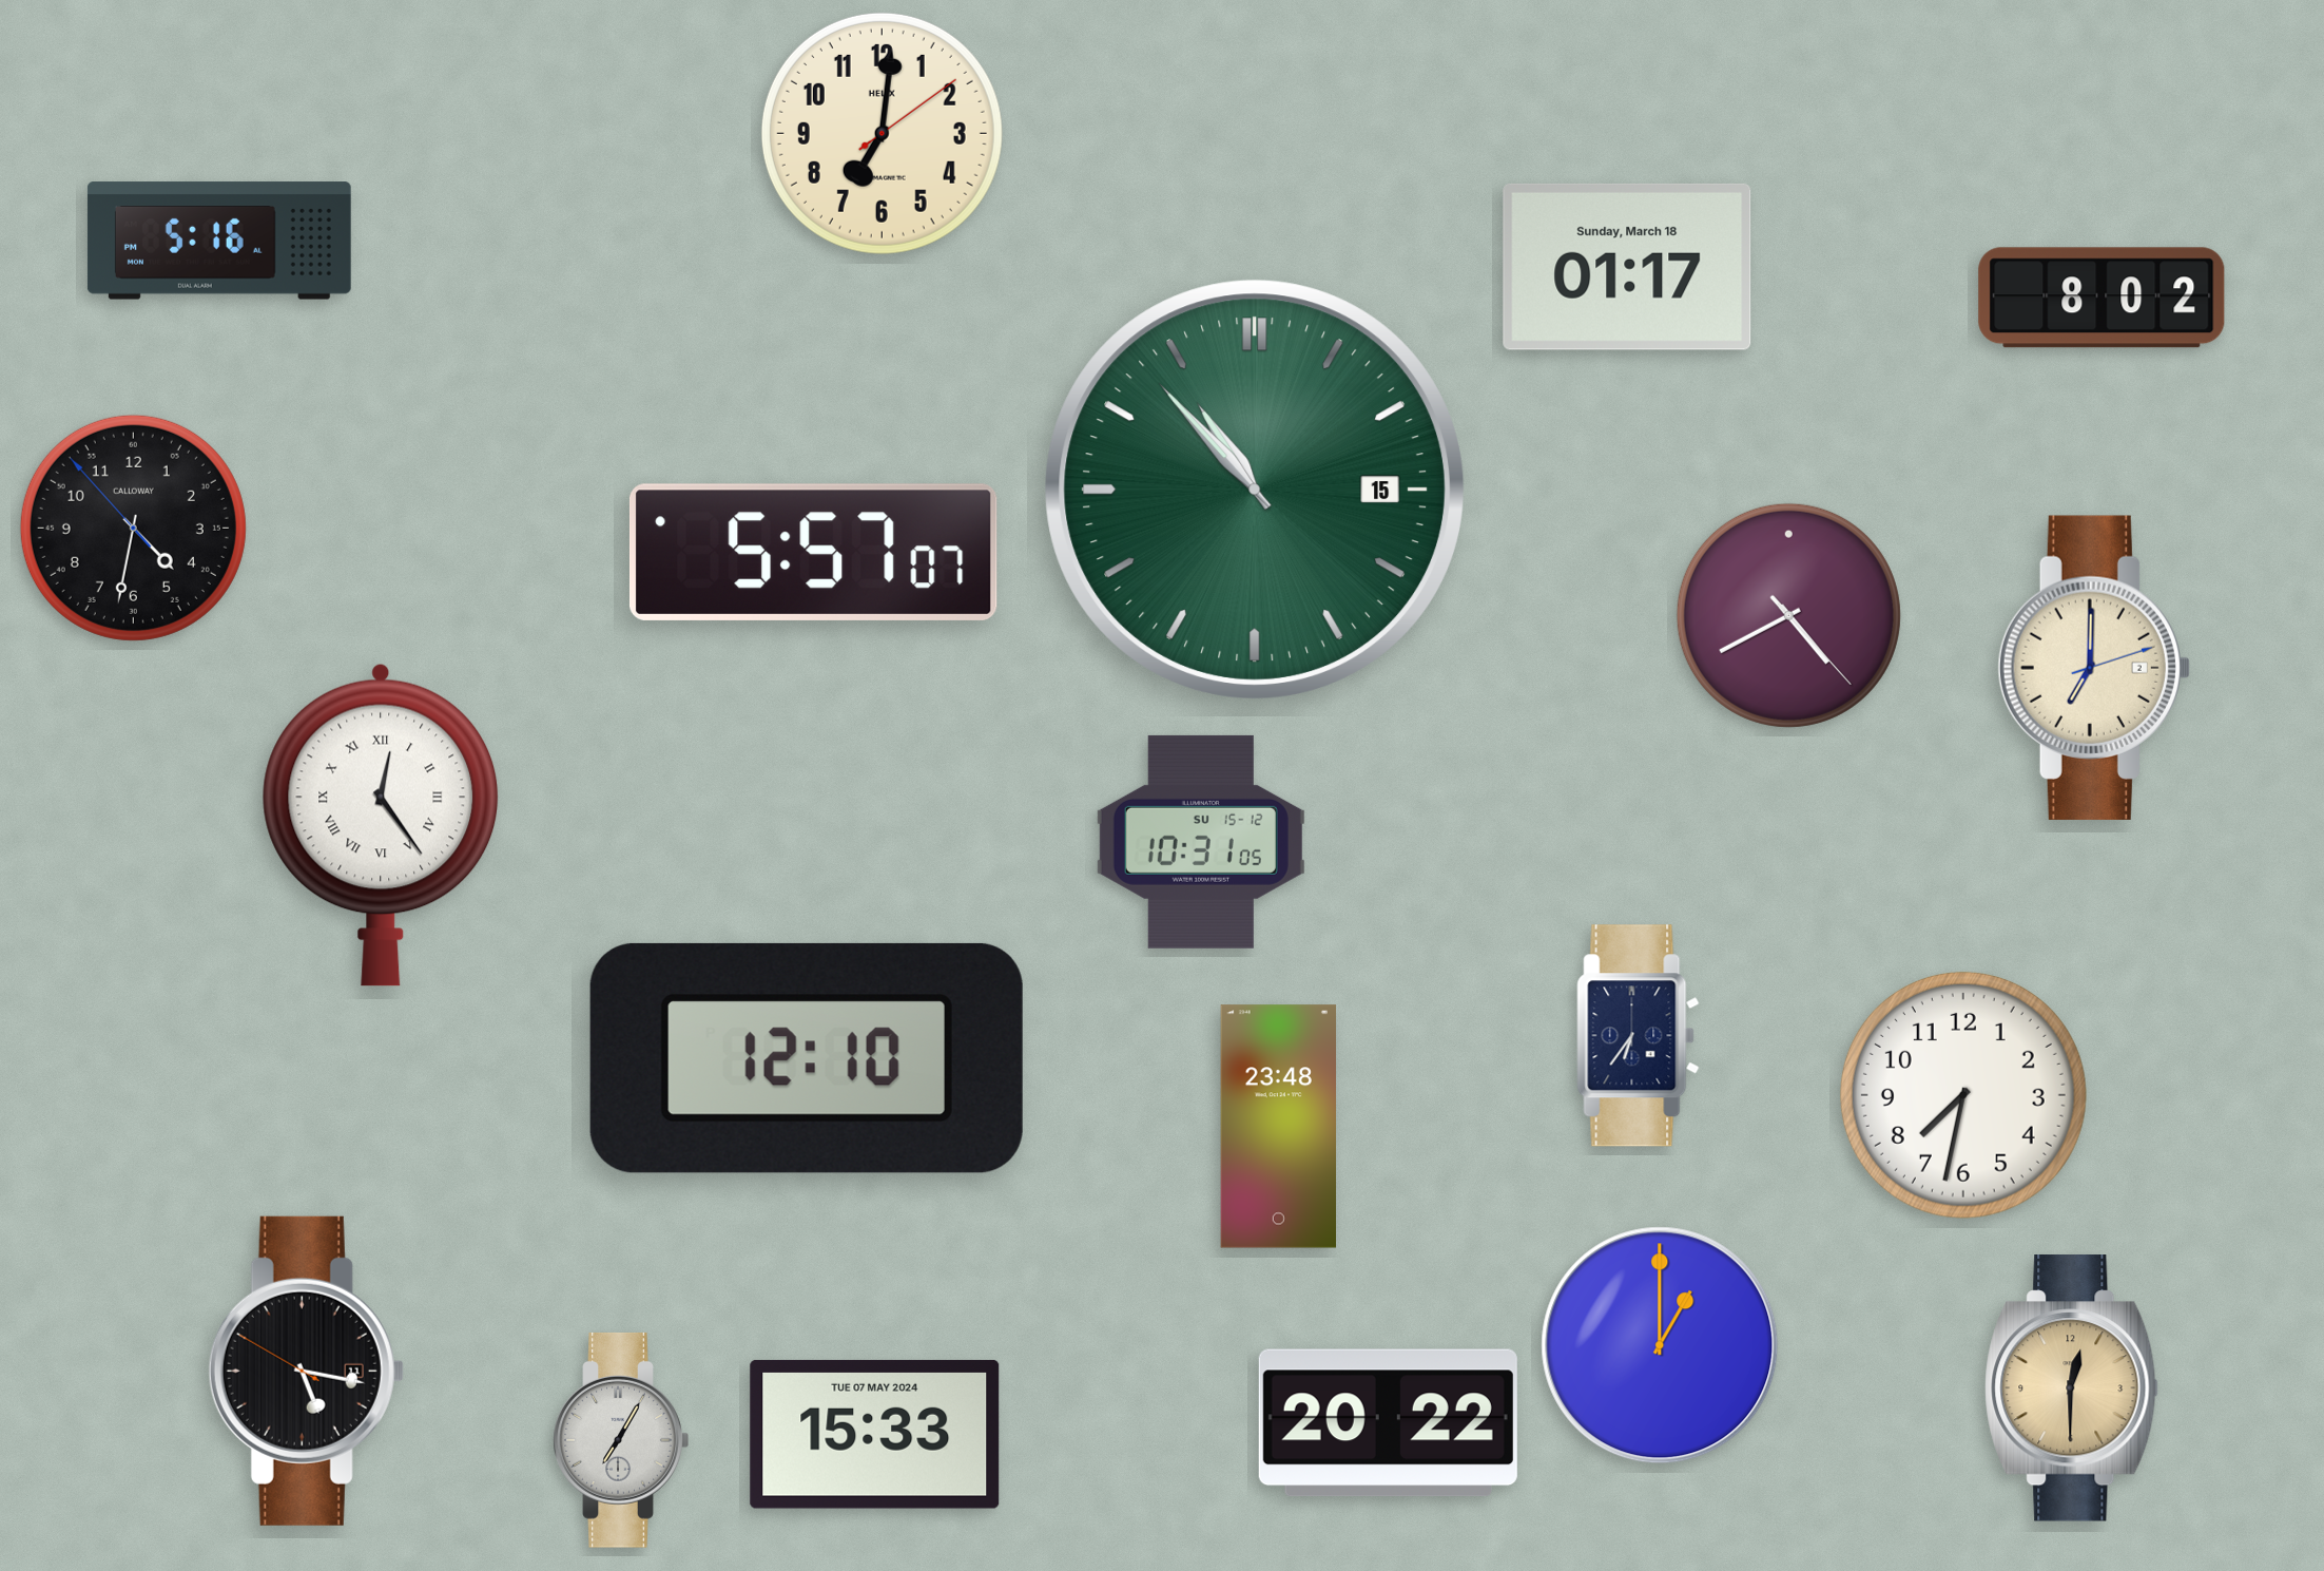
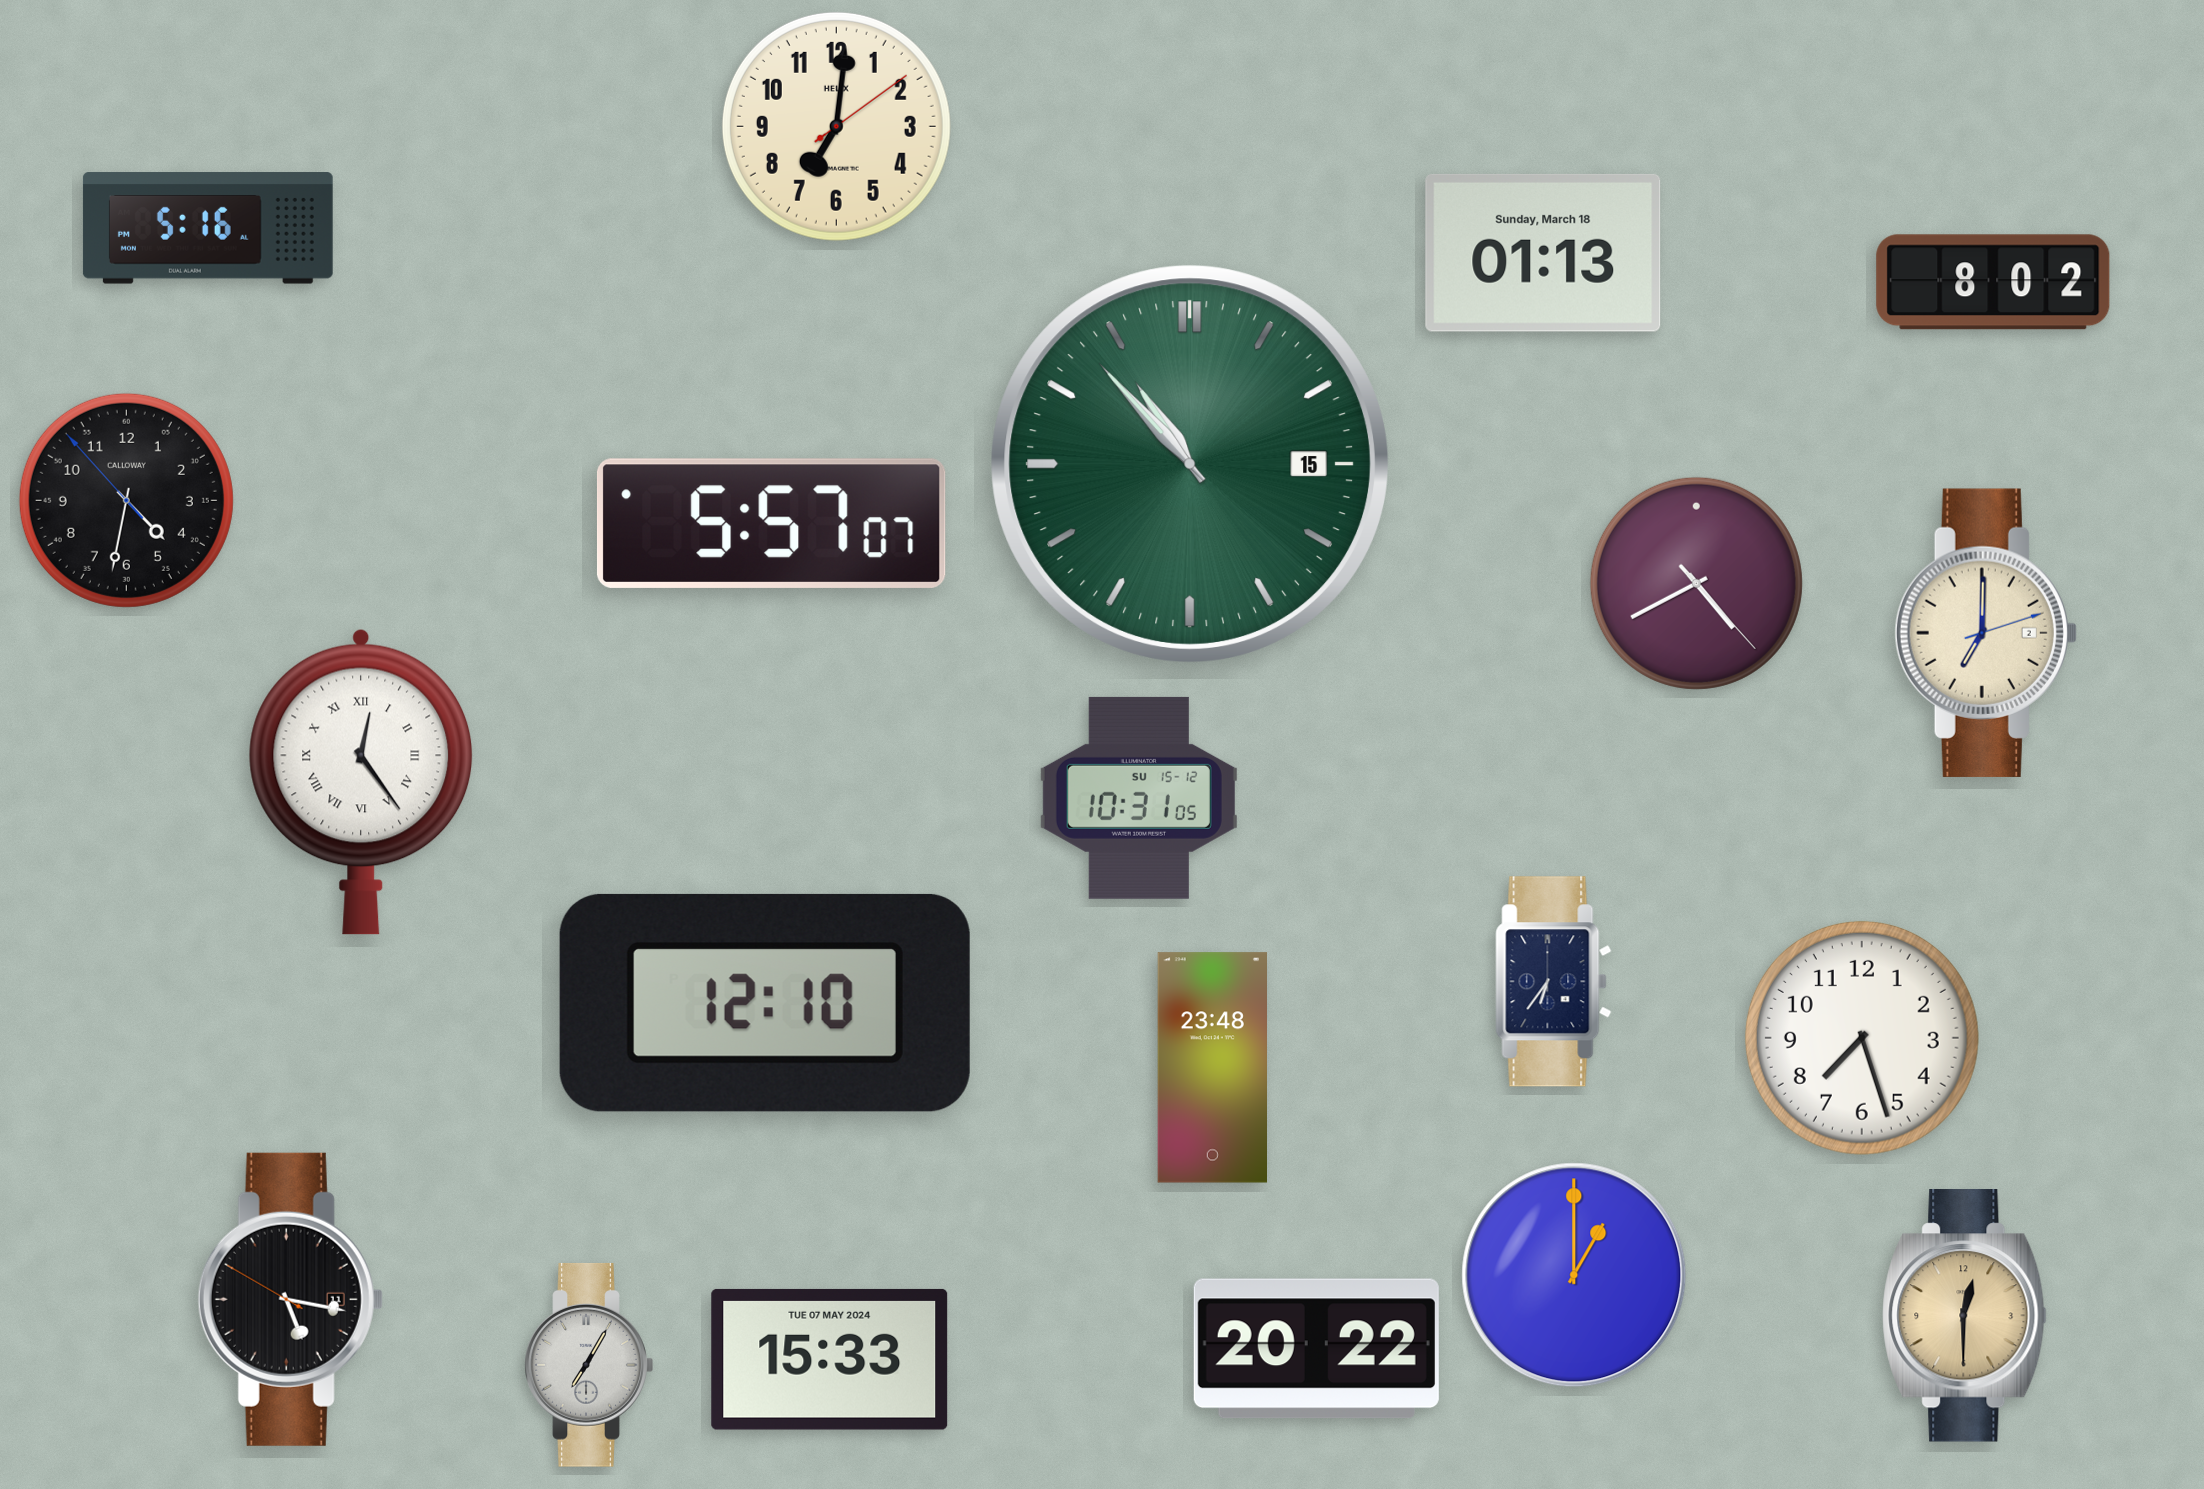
clock at (1627, 267): 01:17 -> 01:13
clock at (1963, 1095): 7:32 -> 7:27
